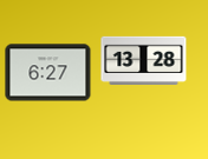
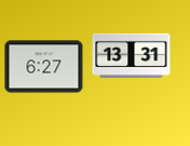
clock at (144, 60): 13:28 -> 13:31
